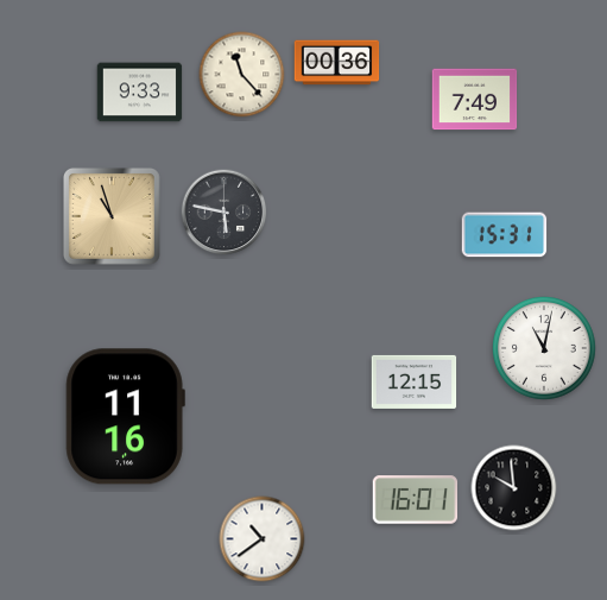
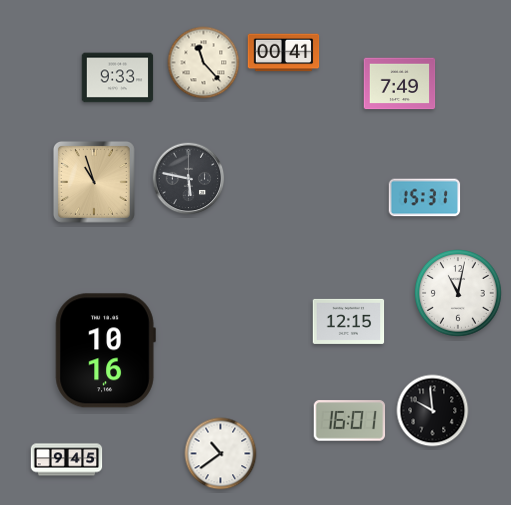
clock at (337, 63): 00:36 -> 00:41
clock at (125, 417): 11:16 -> 10:16
clock at (67, 460): none -> 9:45
